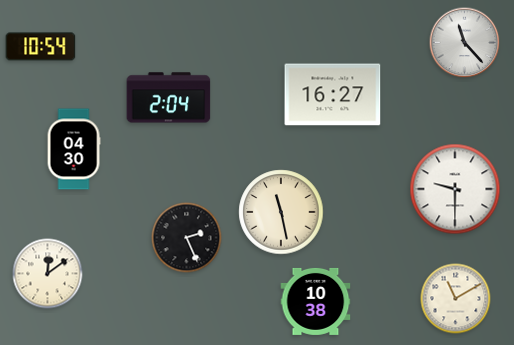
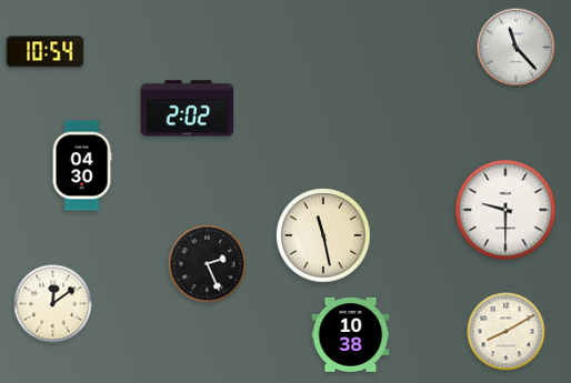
clock at (333, 95): 16:27 -> none
clock at (169, 98): 2:04 -> 2:02
clock at (281, 212) position: (281, 212) -> (323, 235)
clock at (456, 299): 11:10 -> 8:10
